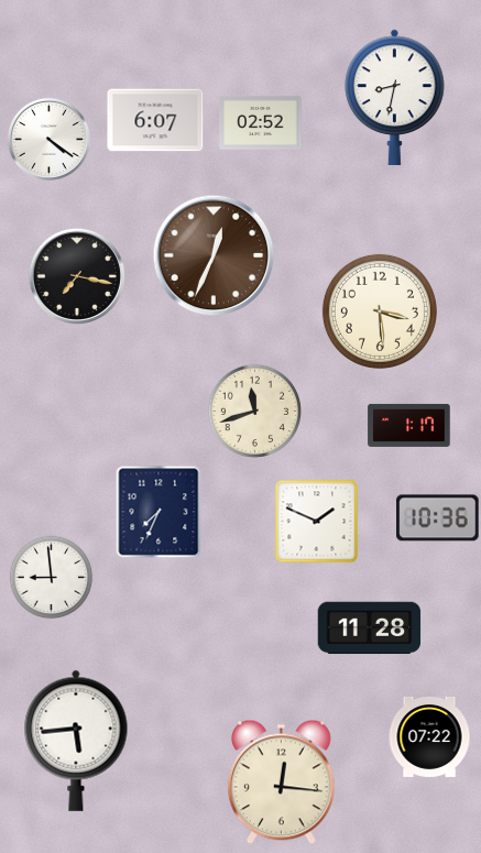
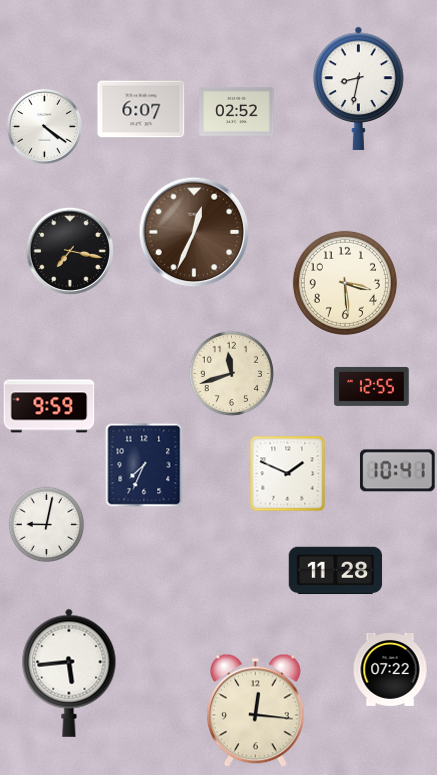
clock at (409, 425): 1:17 -> 12:55
clock at (49, 406): none -> 9:59
clock at (438, 518): 10:36 -> 10:41
clock at (52, 578): 8:59 -> 9:02
